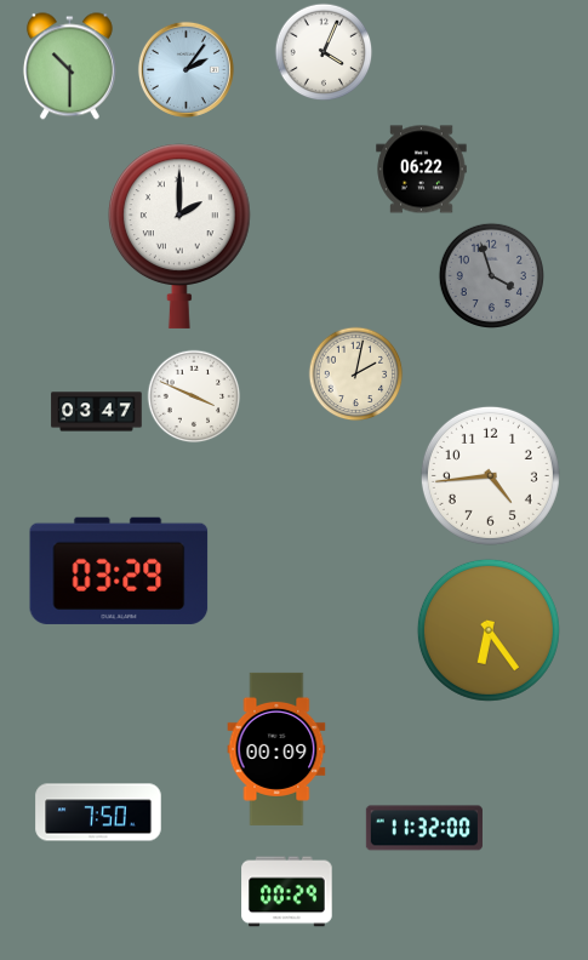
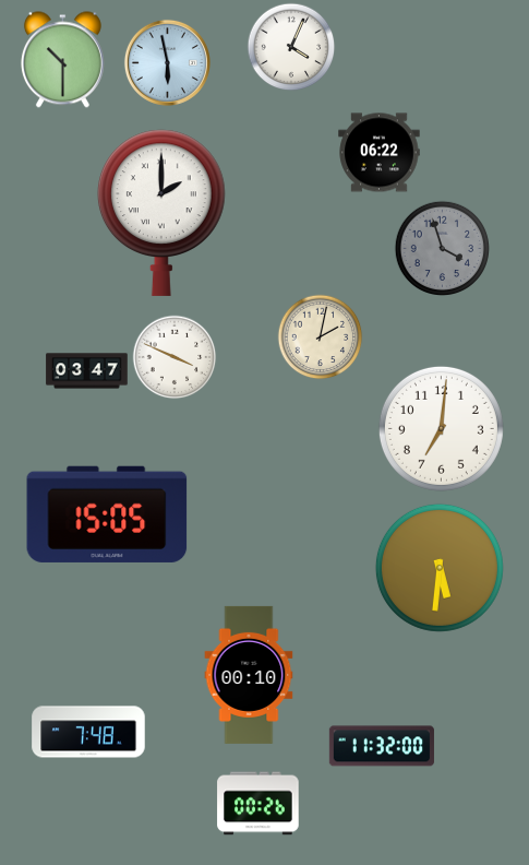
clock at (185, 69): 2:06 -> 5:58
clock at (490, 475): 4:44 -> 7:01
clock at (119, 571): 03:29 -> 15:05
clock at (489, 630): 6:24 -> 5:31
clock at (276, 749): 00:09 -> 00:10
clock at (98, 812): 7:50 -> 7:48
clock at (287, 892): 00:29 -> 00:26
